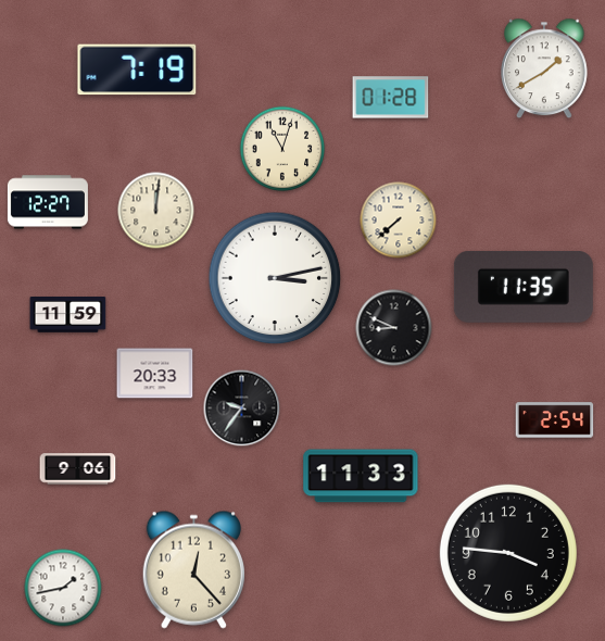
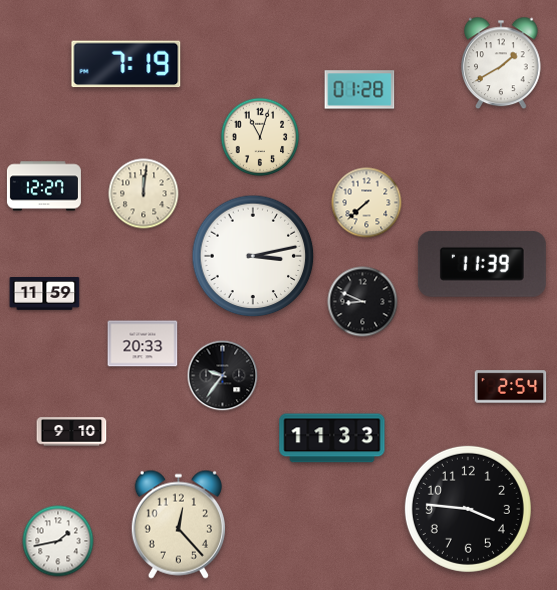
clock at (524, 287): 11:35 -> 11:39
clock at (68, 315) position: (68, 315) -> (45, 294)
clock at (78, 469): 9:06 -> 9:10
